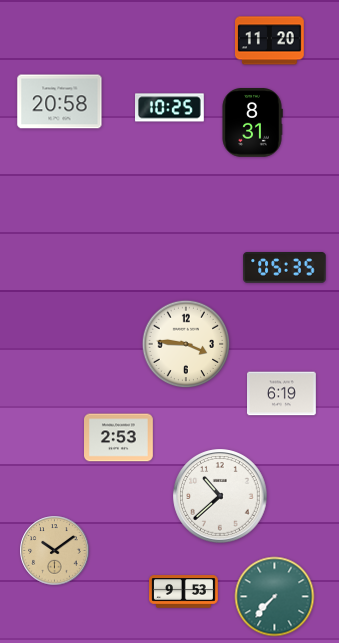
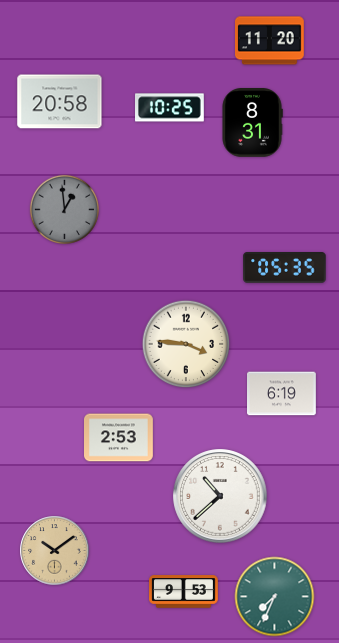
clock at (64, 209): none -> 12:59
clock at (275, 597): 7:37 -> 7:34
